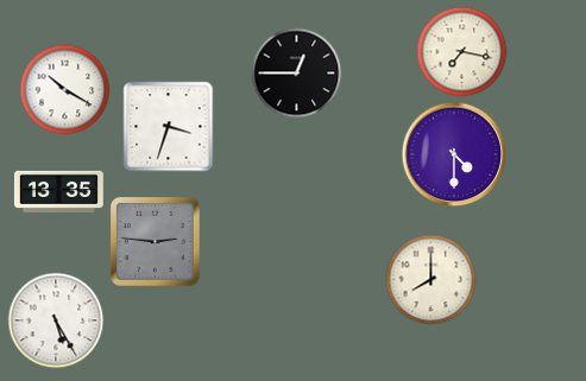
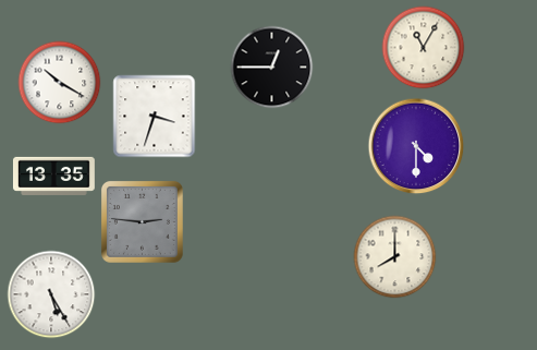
clock at (462, 52): 7:17 -> 11:05
clock at (454, 154) position: (454, 154) -> (416, 146)
